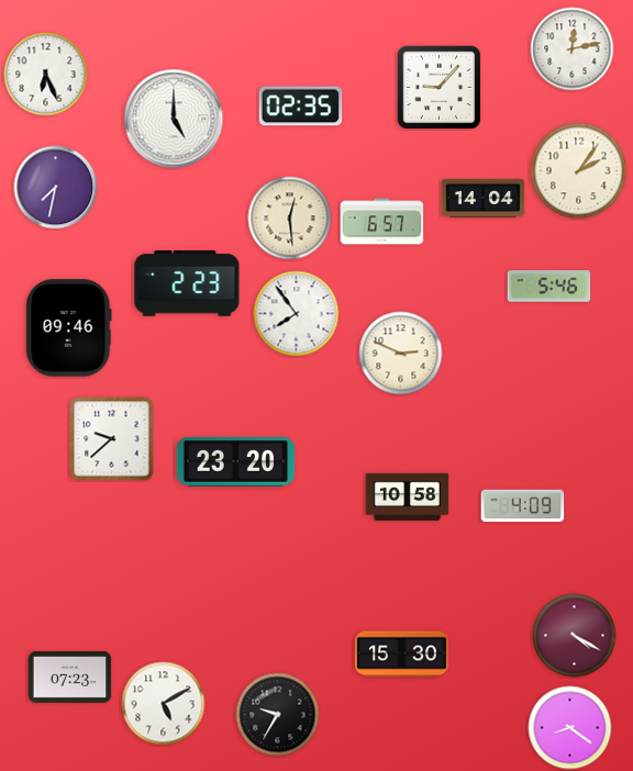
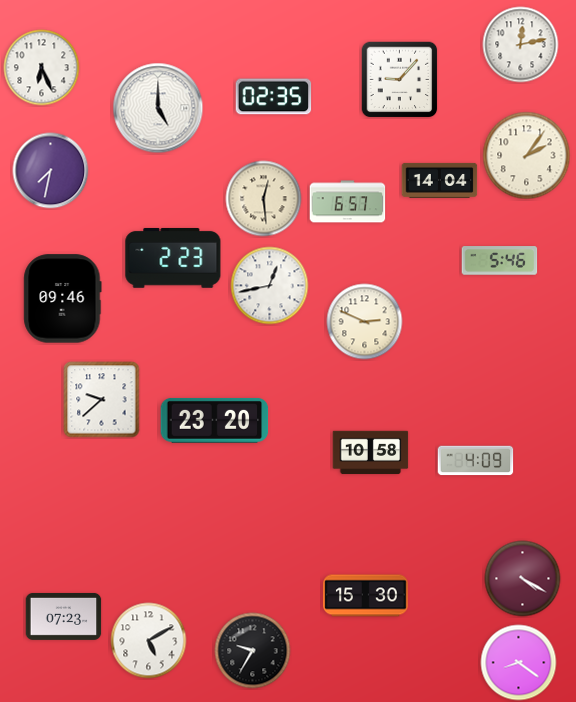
clock at (187, 283) position: (187, 283) -> (173, 258)
clock at (297, 314): 7:54 -> 12:43
